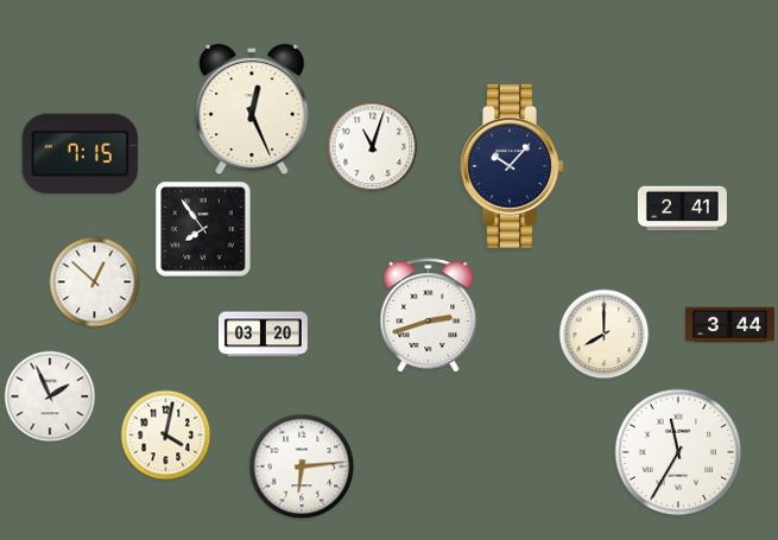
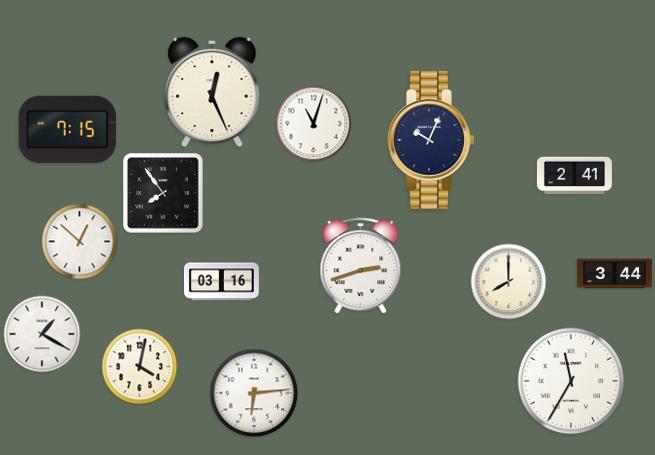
clock at (512, 166): 10:07 -> 10:04
clock at (203, 229) position: (203, 229) -> (163, 193)
clock at (95, 282) position: (95, 282) -> (80, 242)
clock at (263, 335): 03:20 -> 03:16
clock at (50, 396): 1:56 -> 1:20
